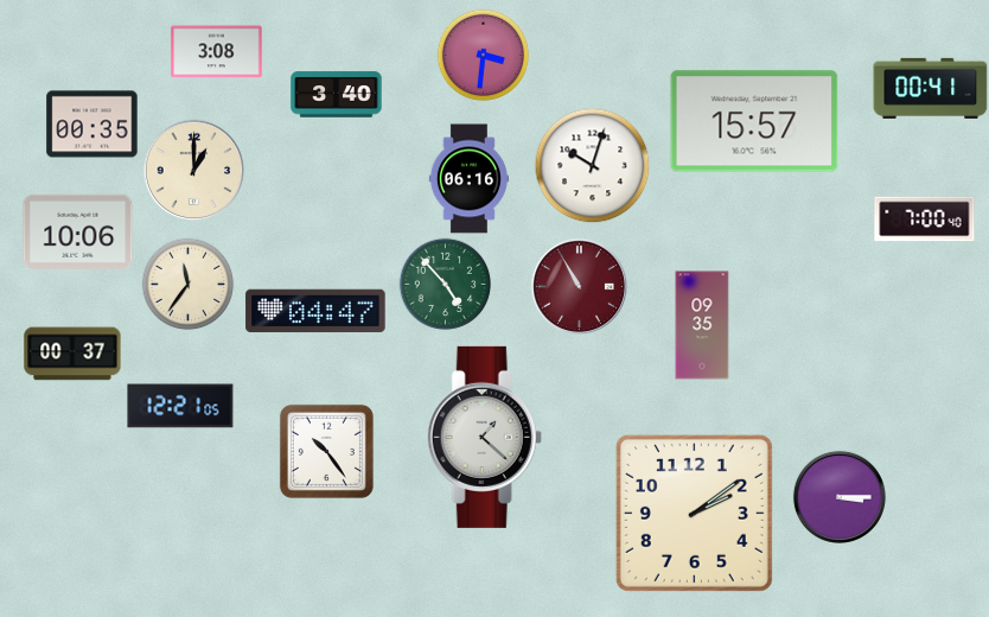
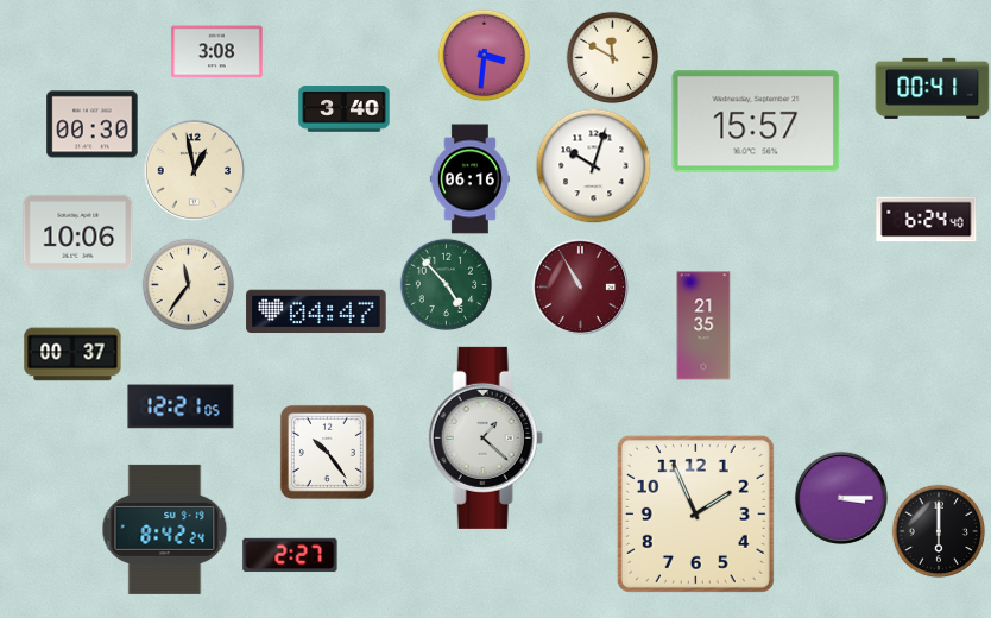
clock at (612, 57): none -> 11:50
clock at (337, 95) position: (337, 95) -> (345, 109)
clock at (92, 125): 00:35 -> 00:30
clock at (193, 170): 1:00 -> 12:58
clock at (925, 220): 7:00 -> 6:24
clock at (702, 325): 09:35 -> 21:35
clock at (694, 513): 2:09 -> 1:56
clock at (165, 529): none -> 8:42
clock at (939, 531): none -> 6:00
clock at (290, 555): none -> 2:27
